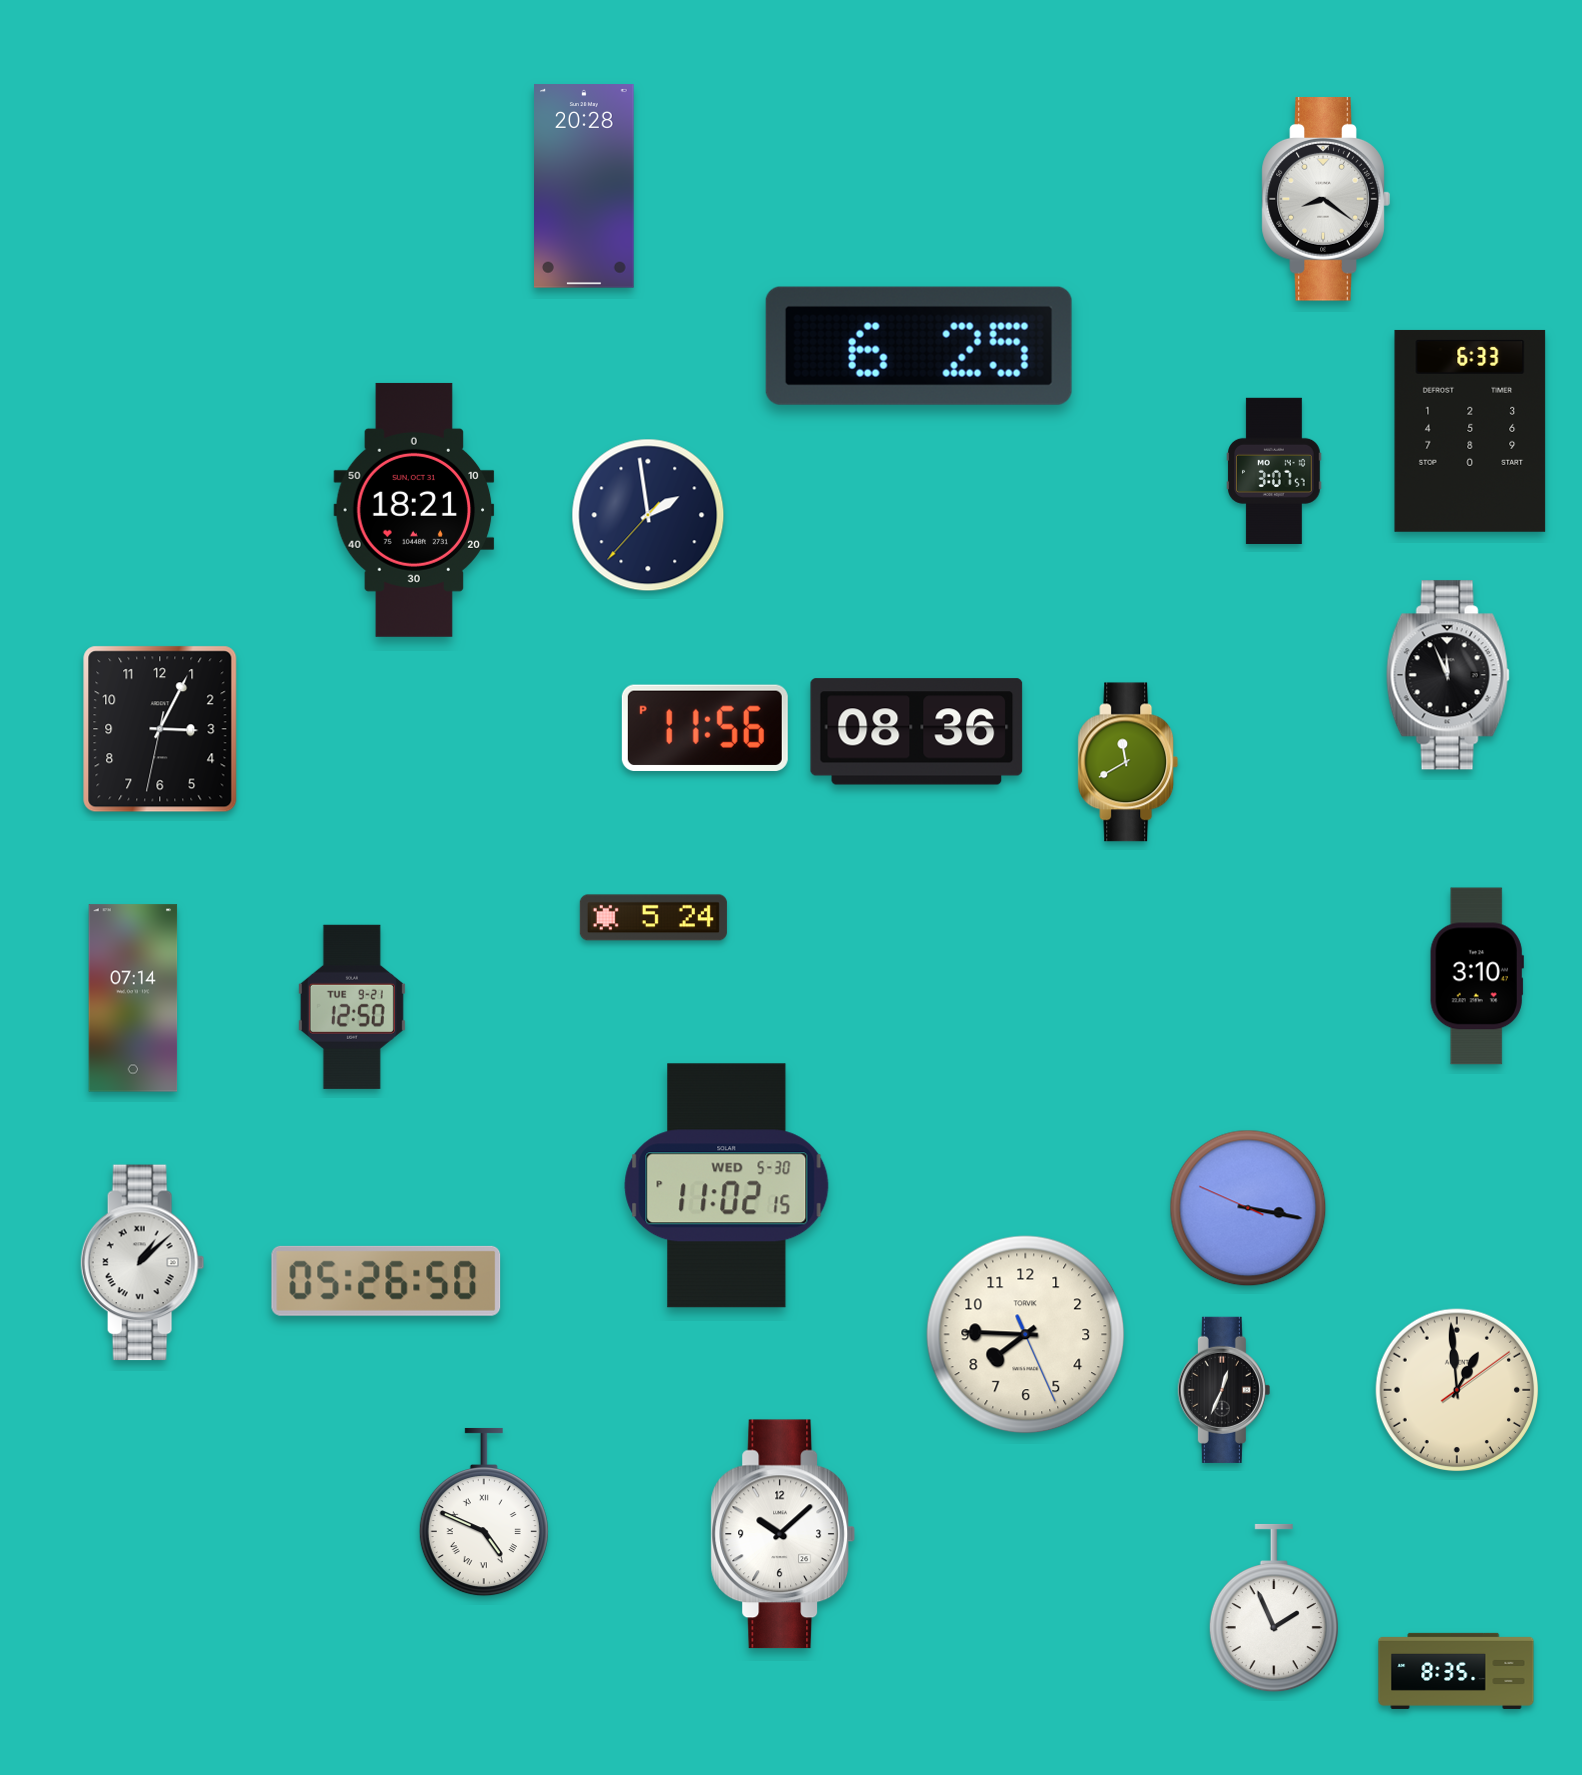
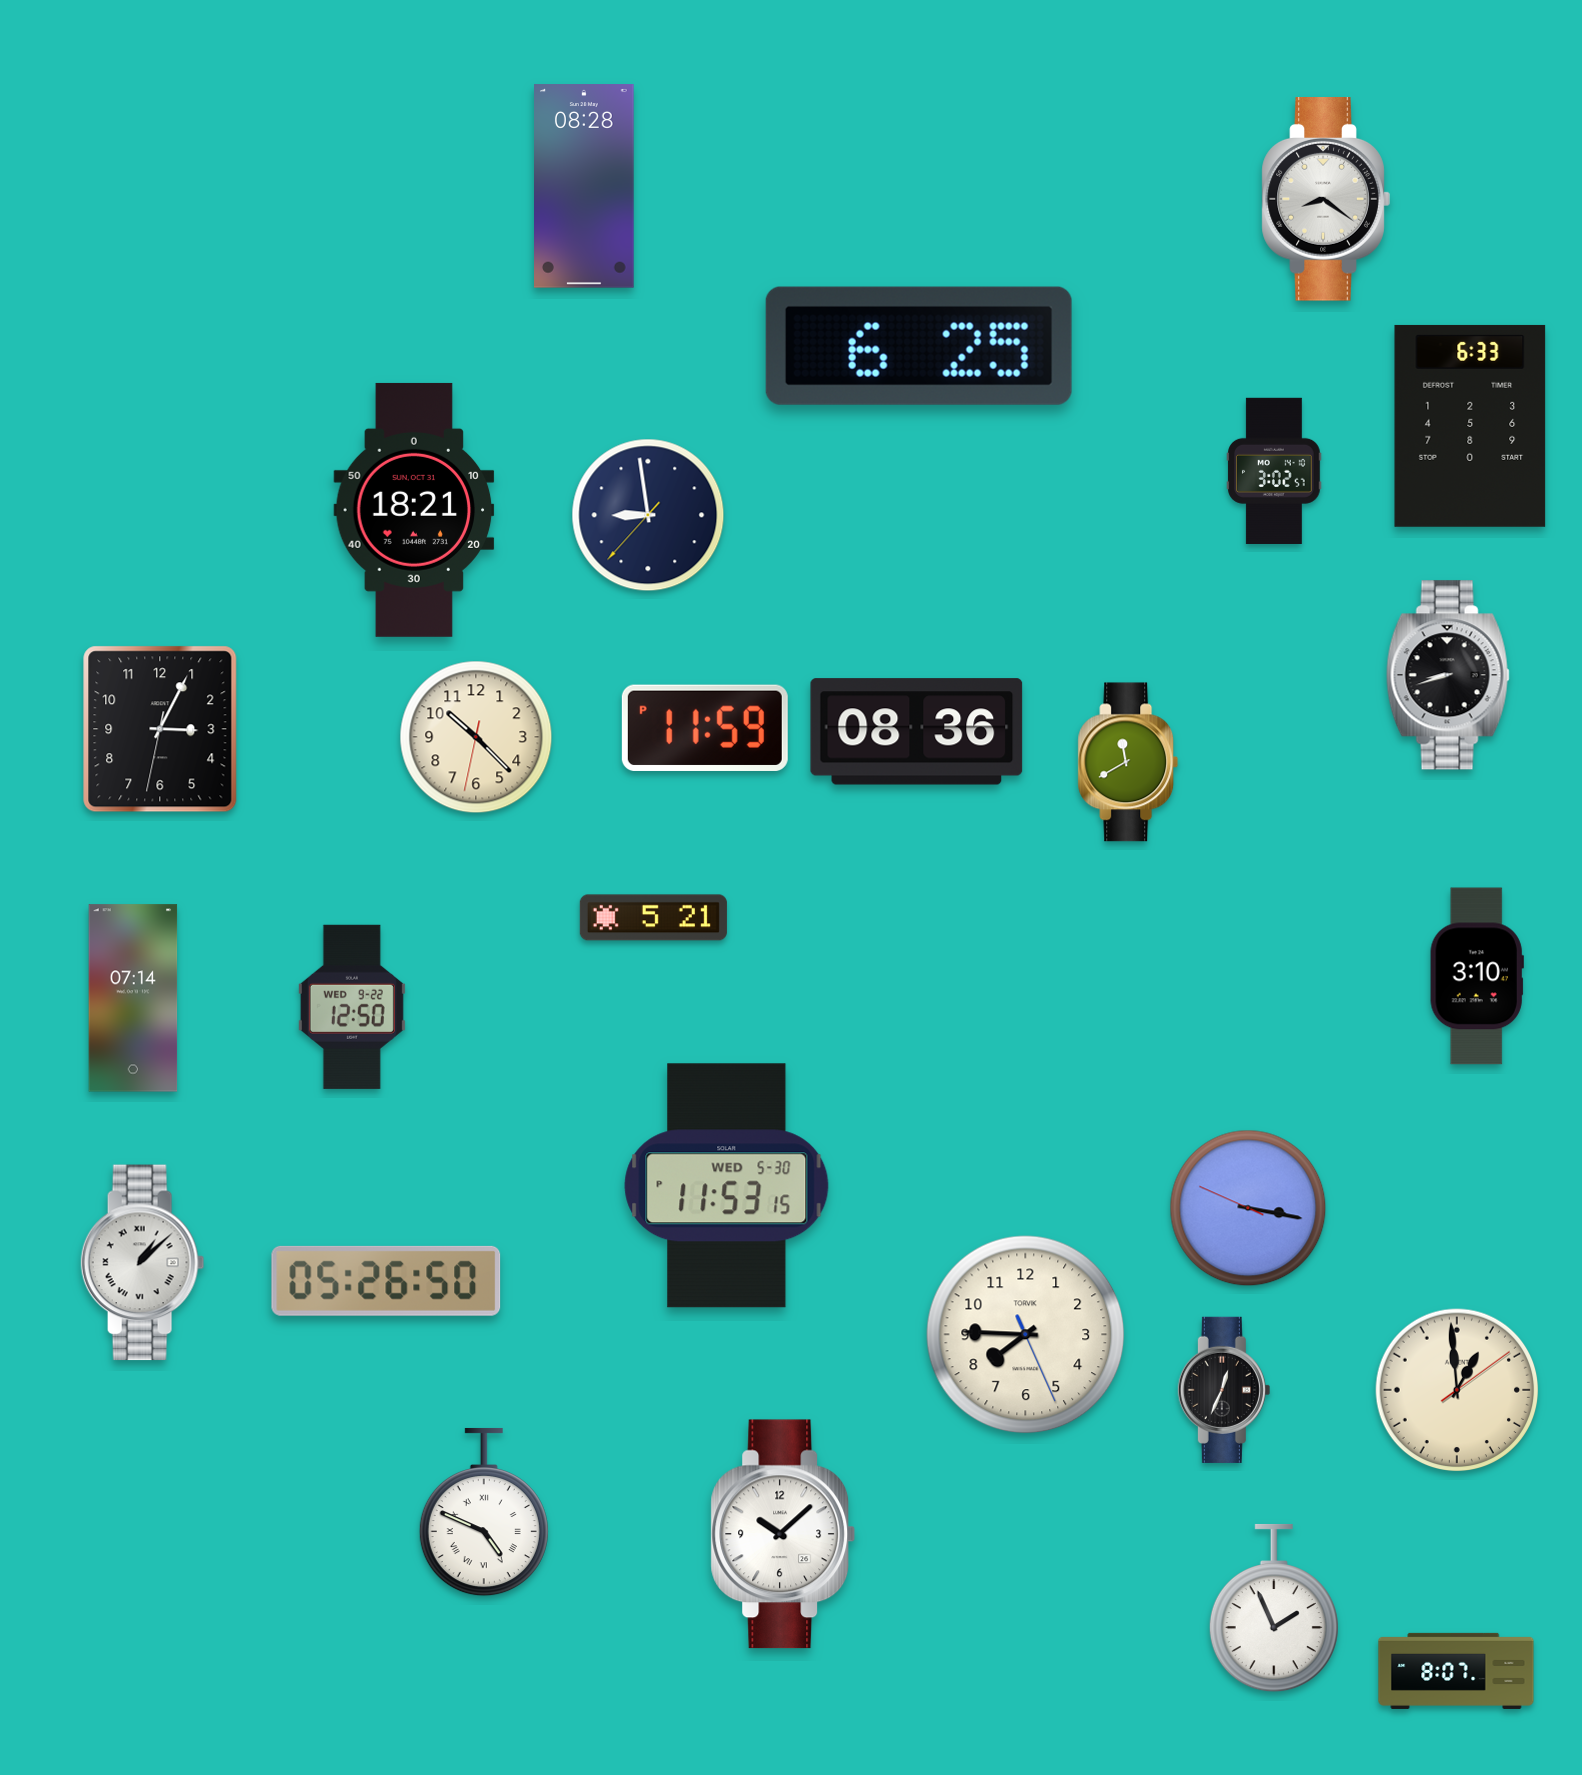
clock at (584, 186): 20:28 -> 08:28
clock at (1470, 431) position: (1470, 431) -> (1470, 426)
clock at (1274, 471): 3:07 -> 3:02
clock at (648, 515): 1:58 -> 8:58
clock at (1448, 675): 11:56 -> 8:42
clock at (705, 727): 11:56 -> 11:59
clock at (476, 737): none -> 10:22
clock at (653, 918): 5:24 -> 5:21
clock at (352, 1007) date: TUE 9-21 -> WED 9-22
clock at (727, 1186): 11:02 -> 11:53
clock at (1456, 1671): 8:35 -> 8:07
